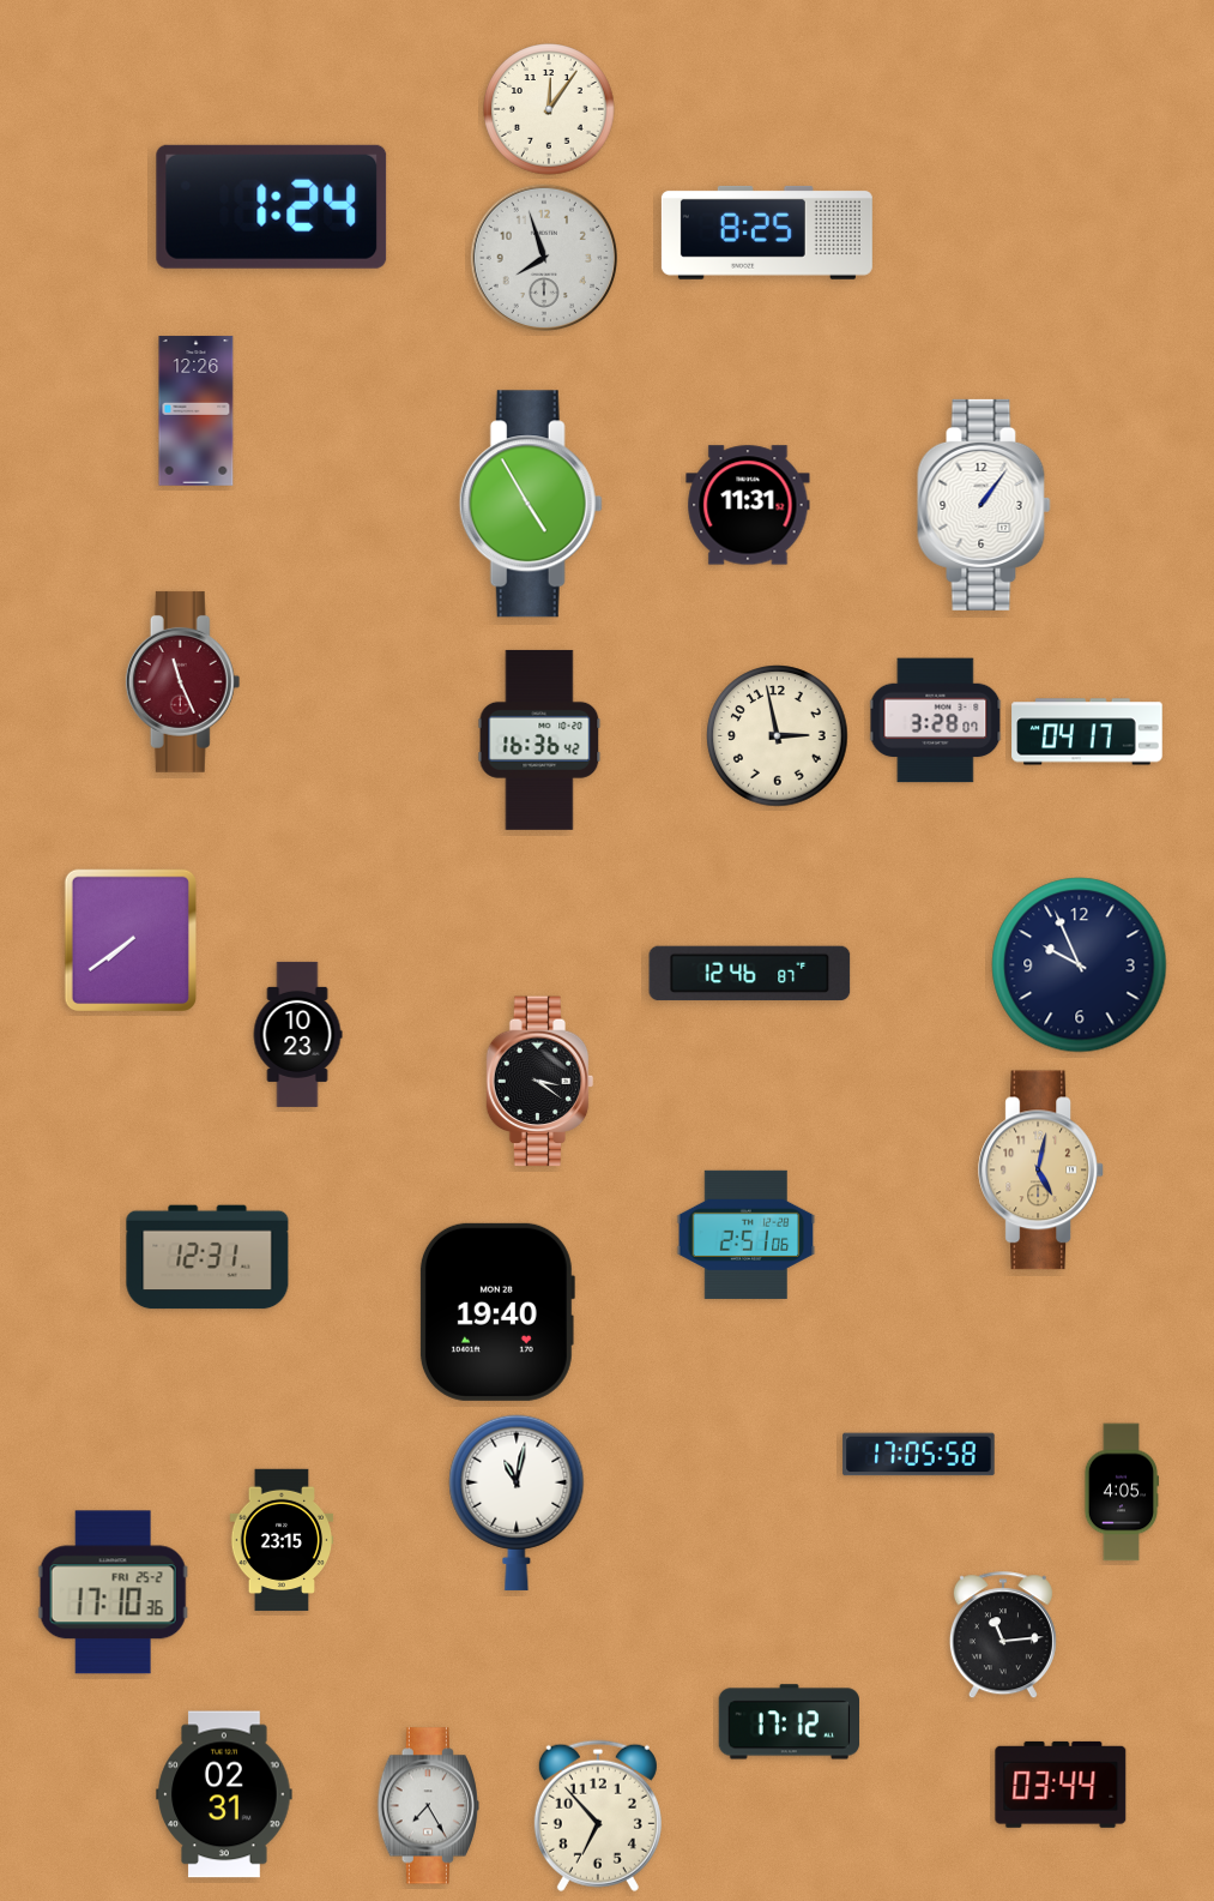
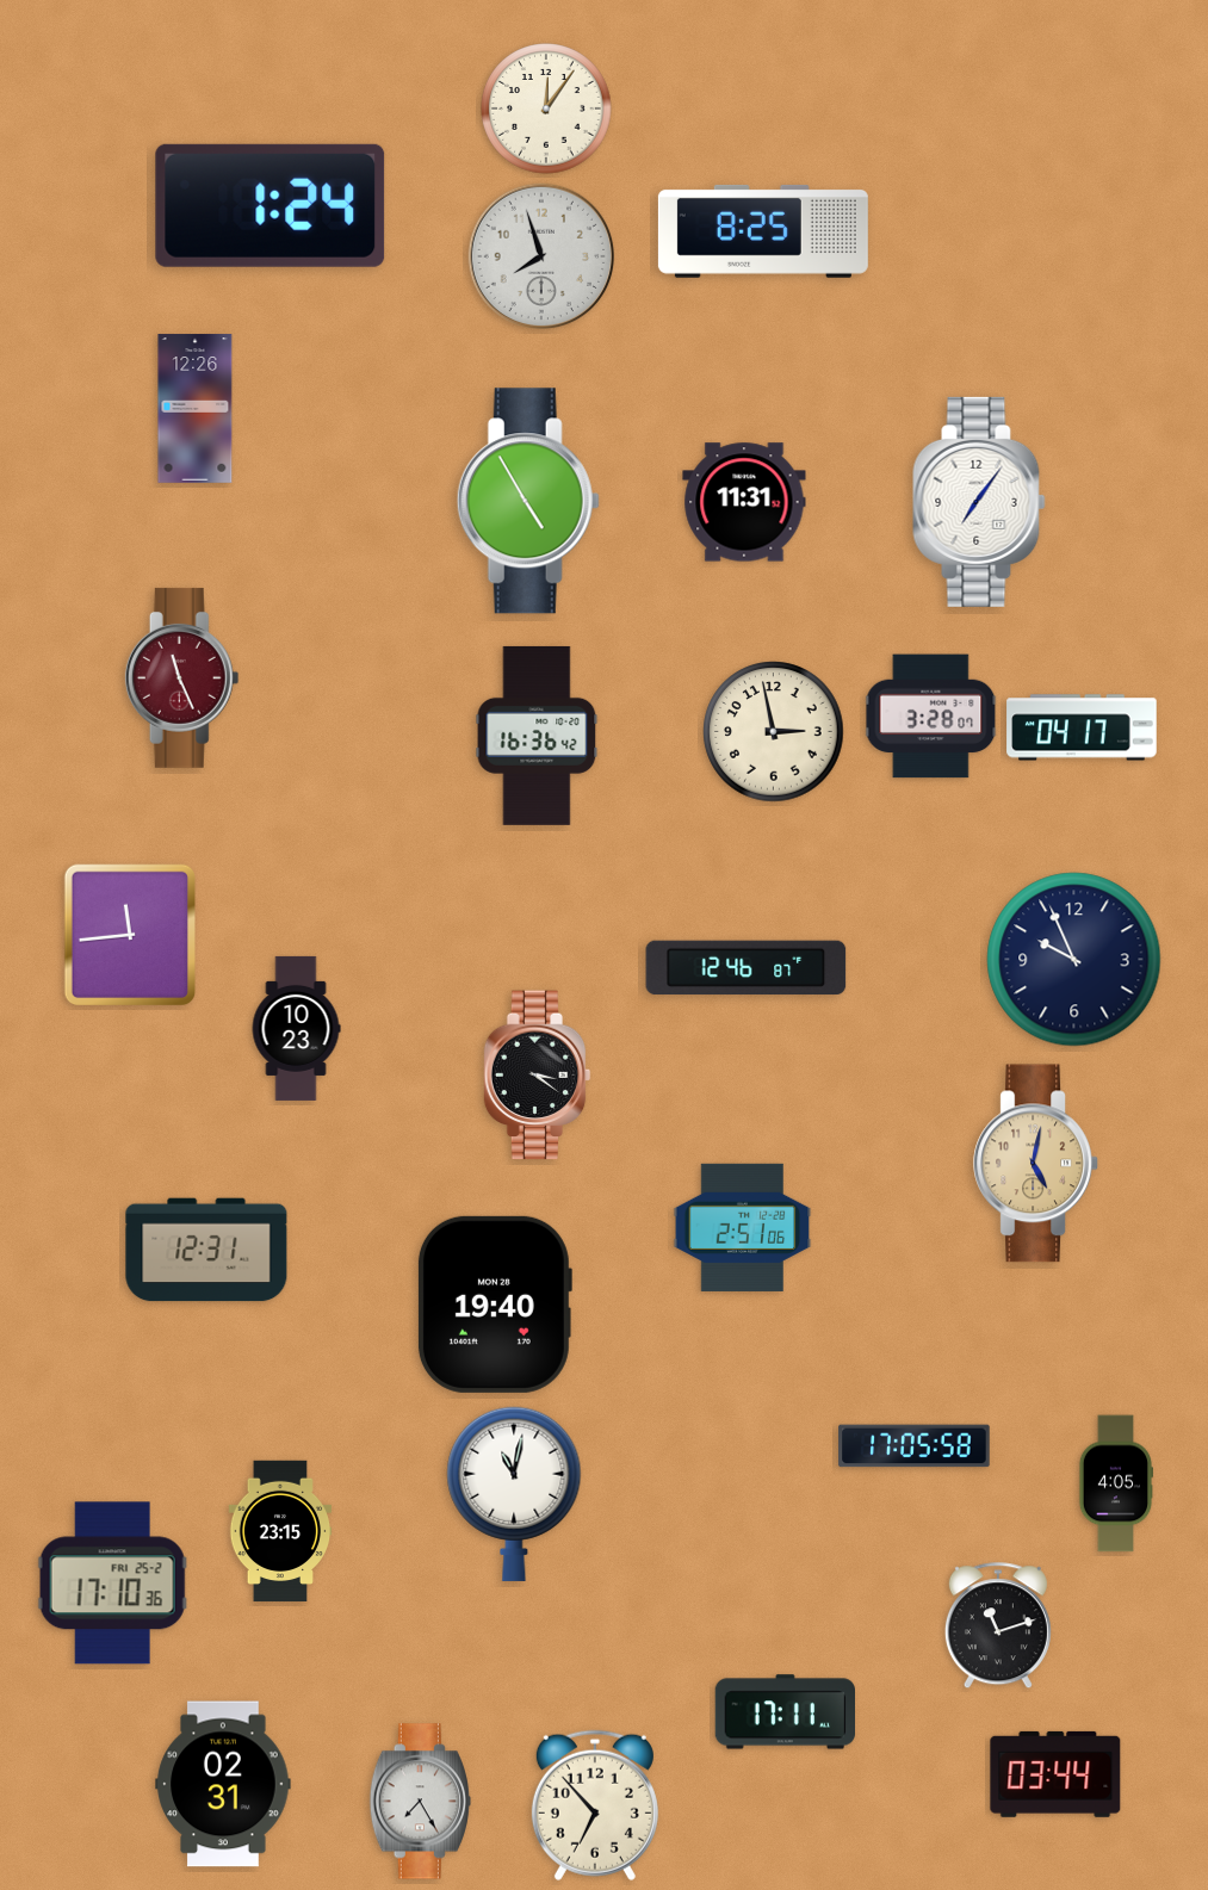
clock at (984, 505): 1:06 -> 7:06
clock at (129, 939): 7:39 -> 11:44
clock at (1003, 1636): 11:14 -> 11:12
clock at (789, 1722): 17:12 -> 17:11
clock at (428, 1806) position: (428, 1806) -> (420, 1802)
